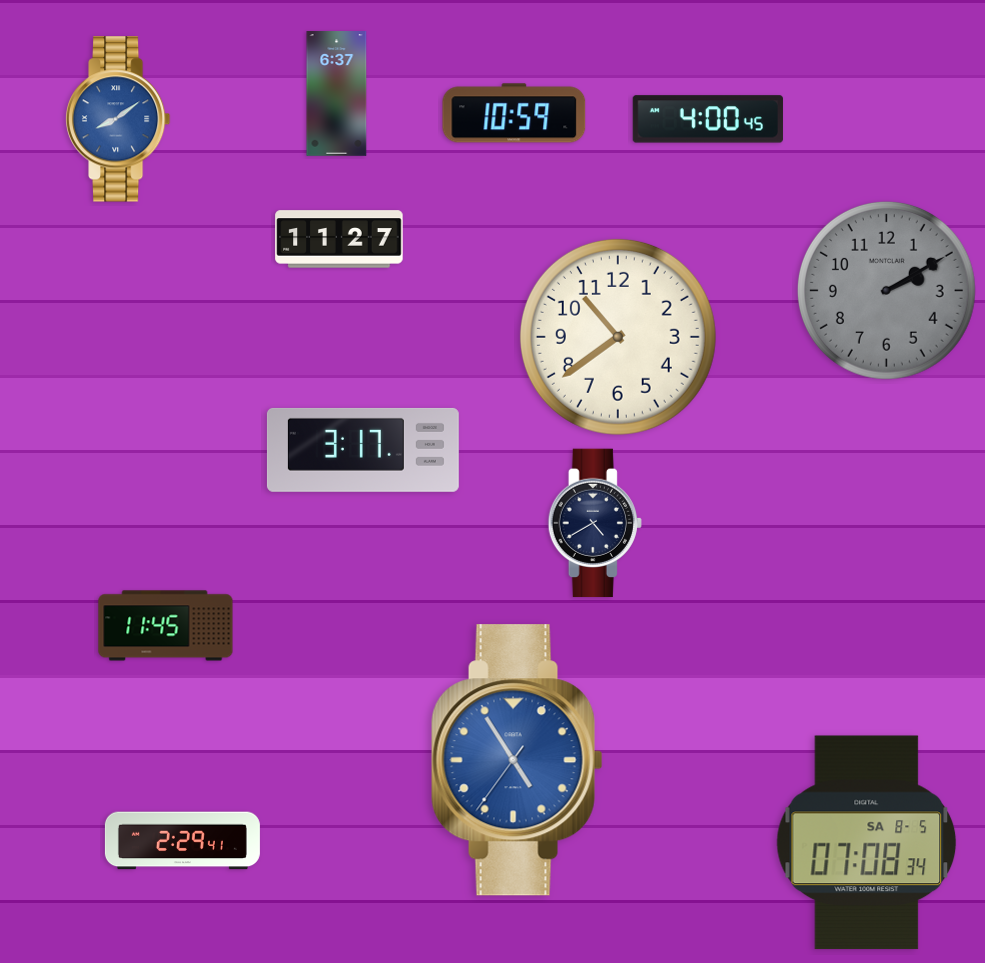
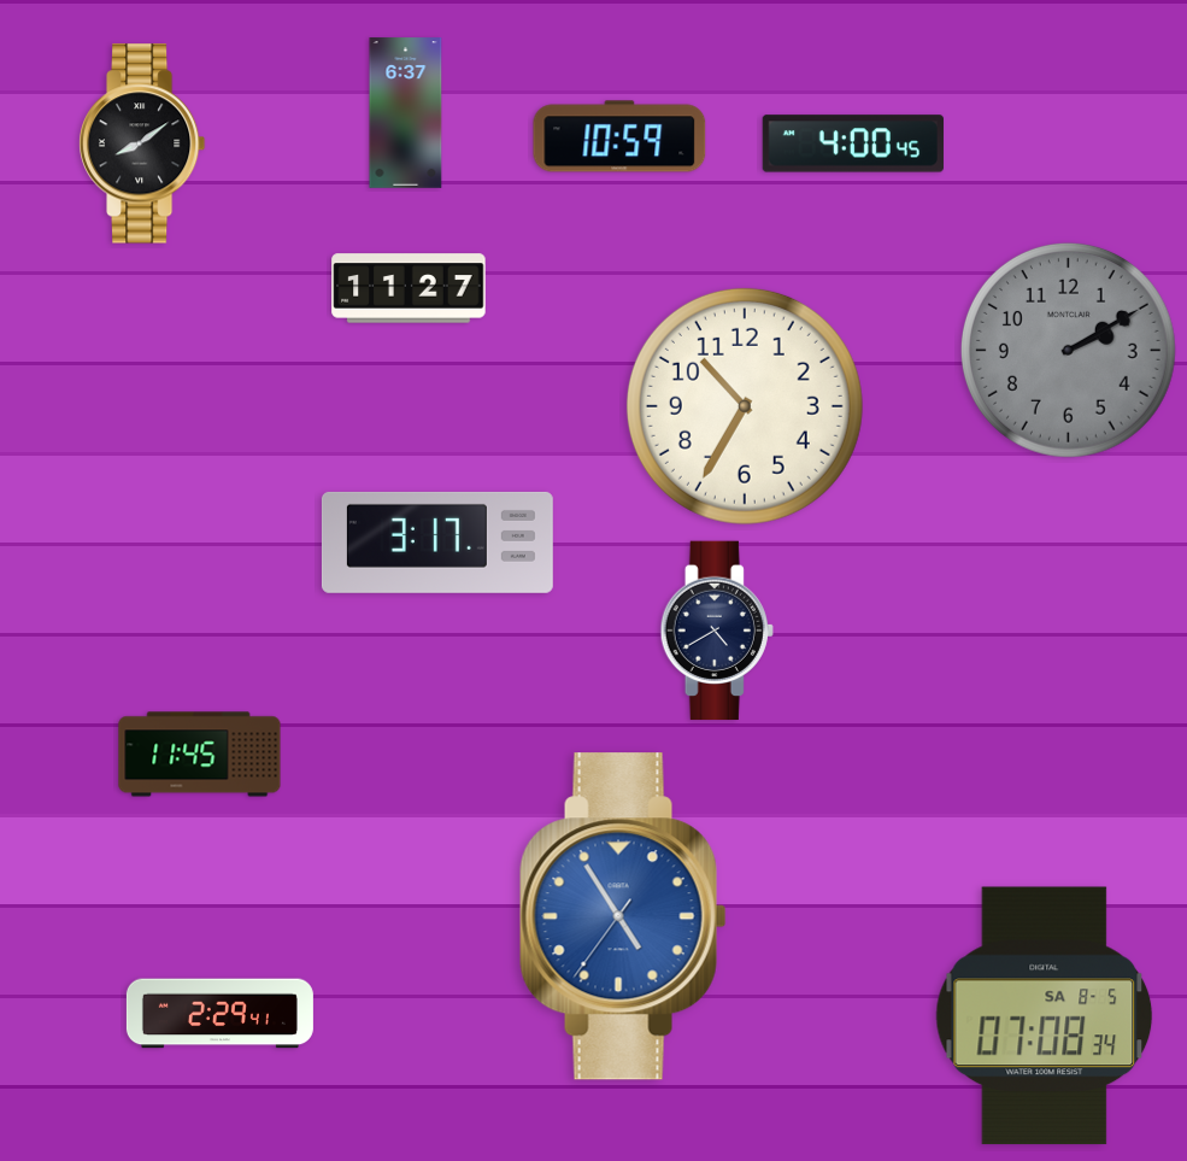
clock at (118, 119) dial: blue -> black
clock at (618, 337): 10:39 -> 10:35
